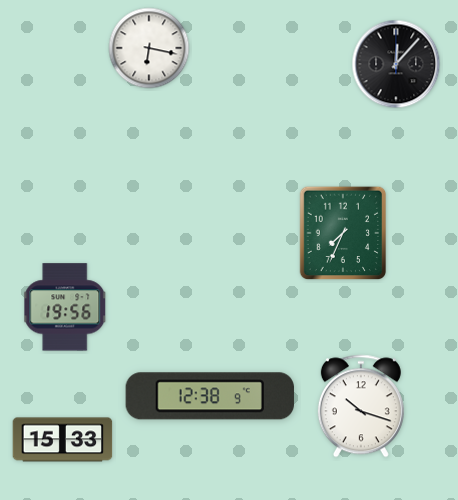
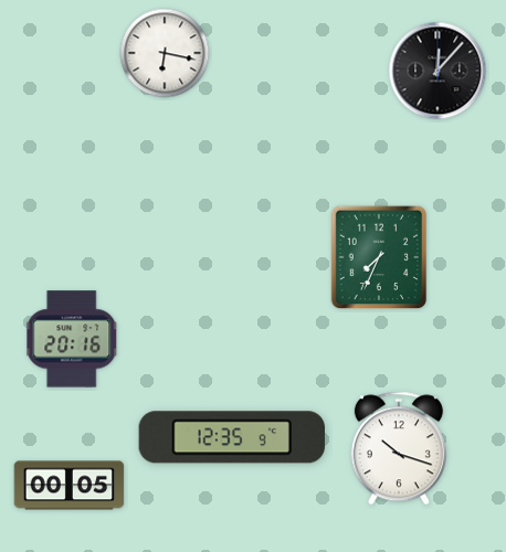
clock at (65, 307): 19:56 -> 20:16
clock at (209, 396): 12:38 -> 12:35
clock at (63, 440): 15:33 -> 00:05
